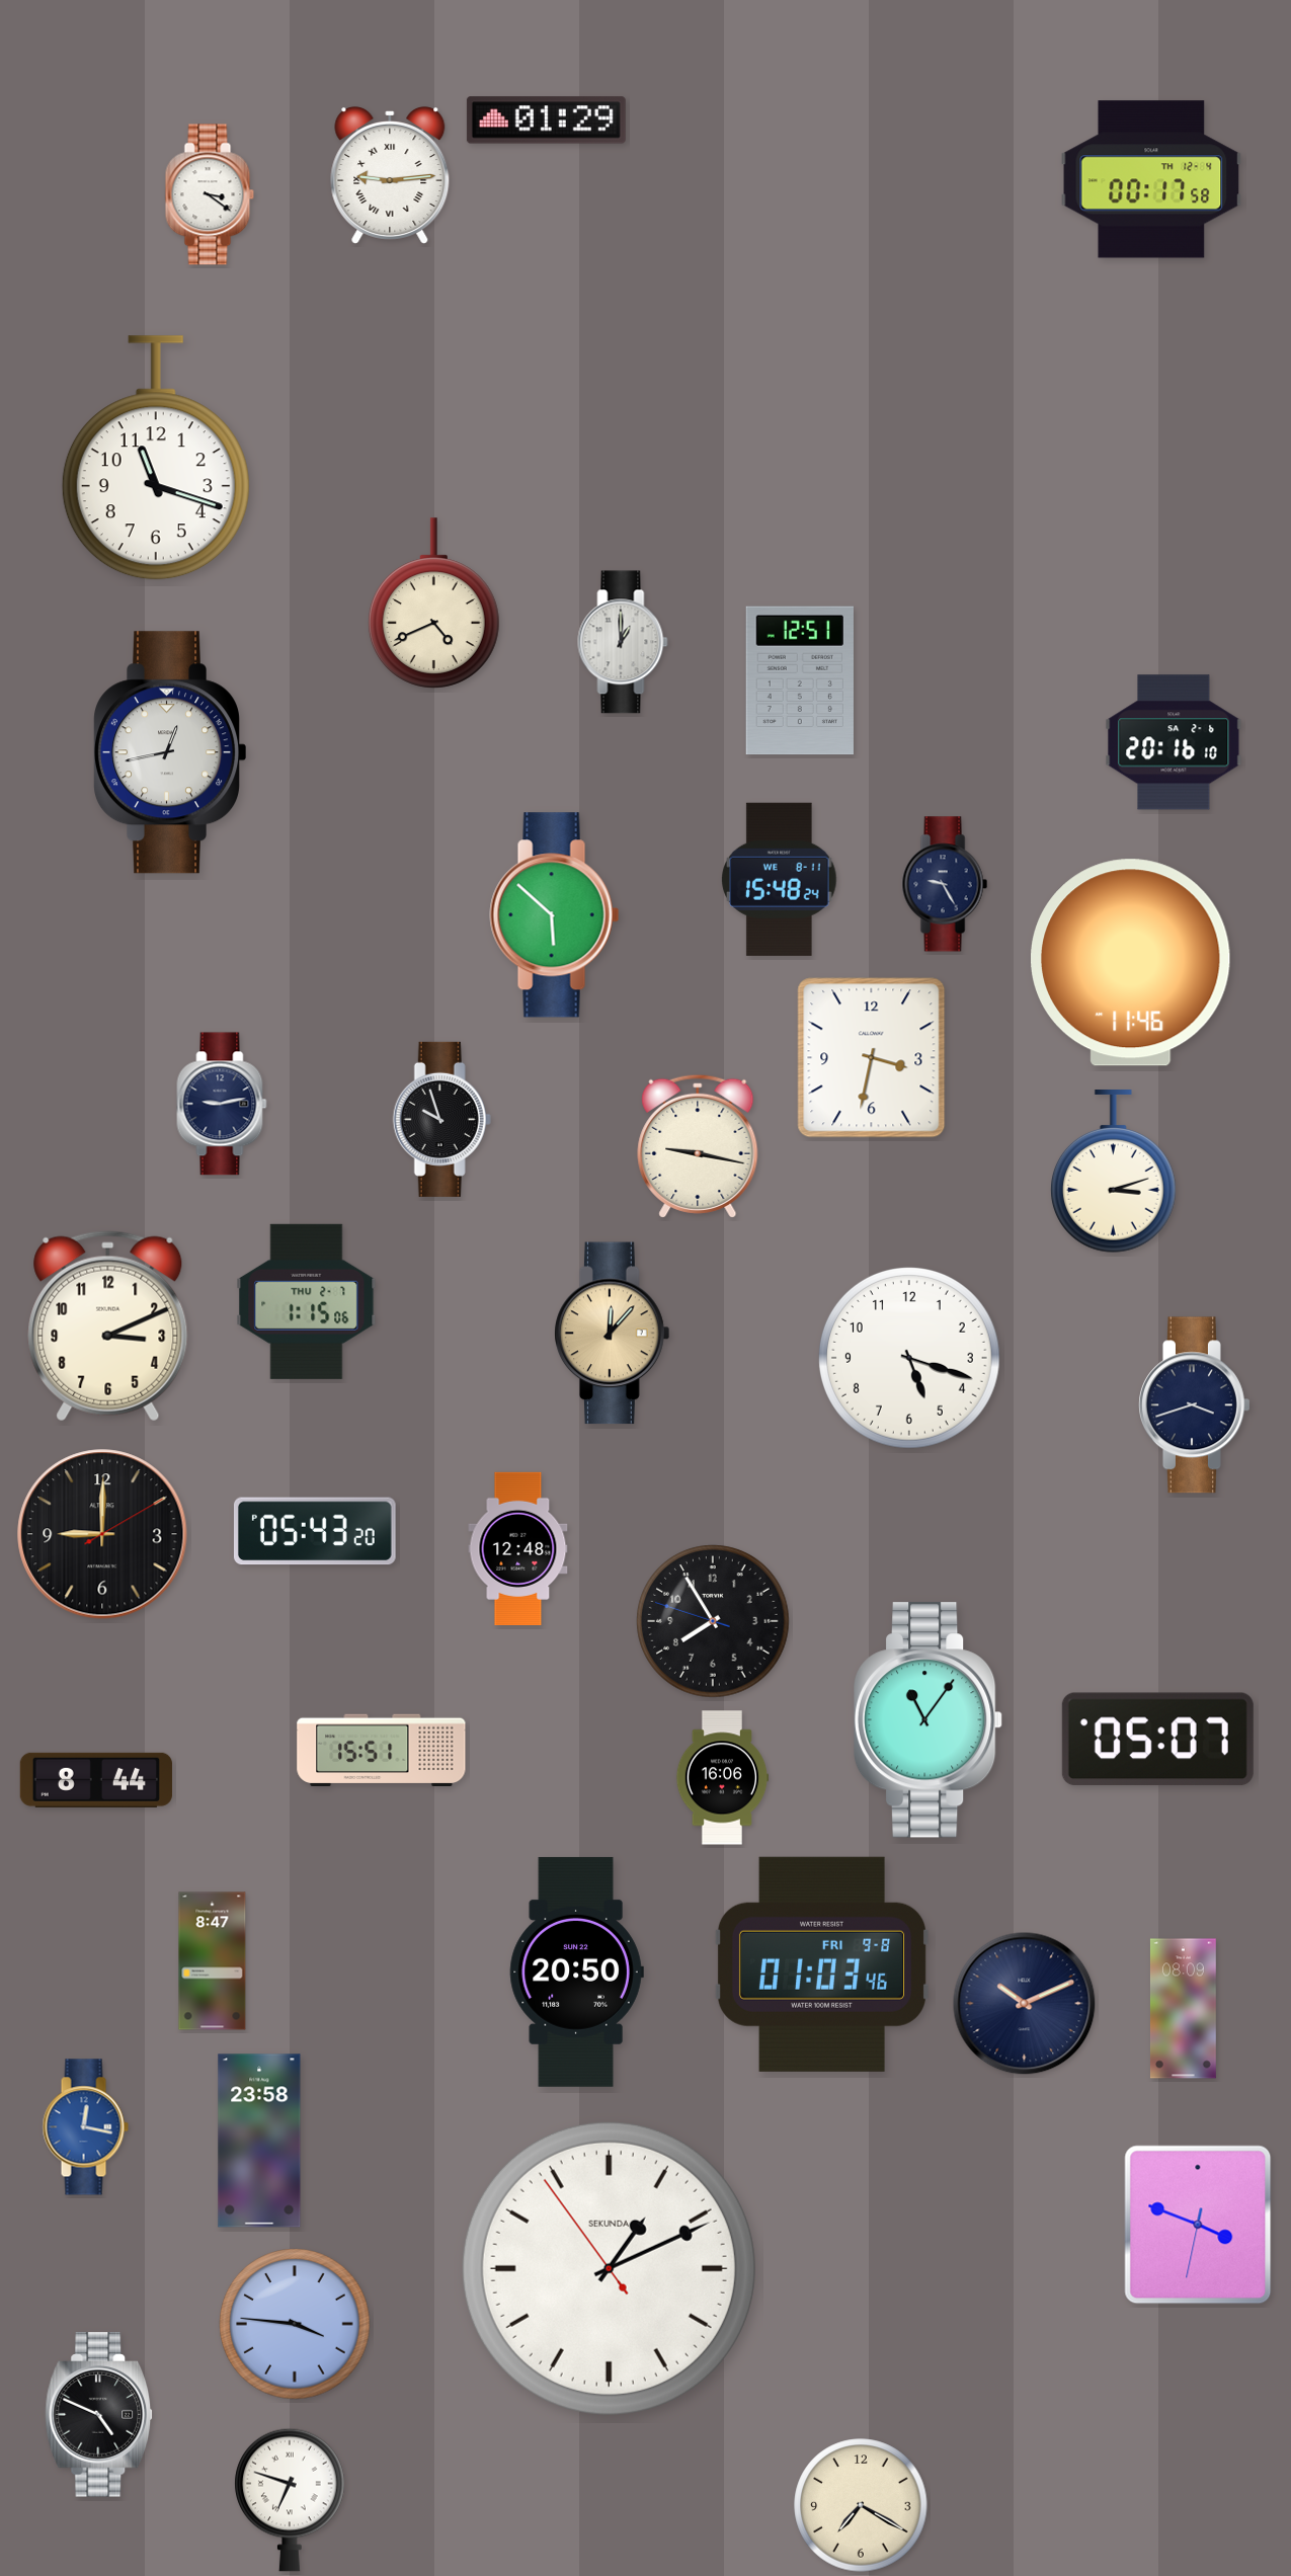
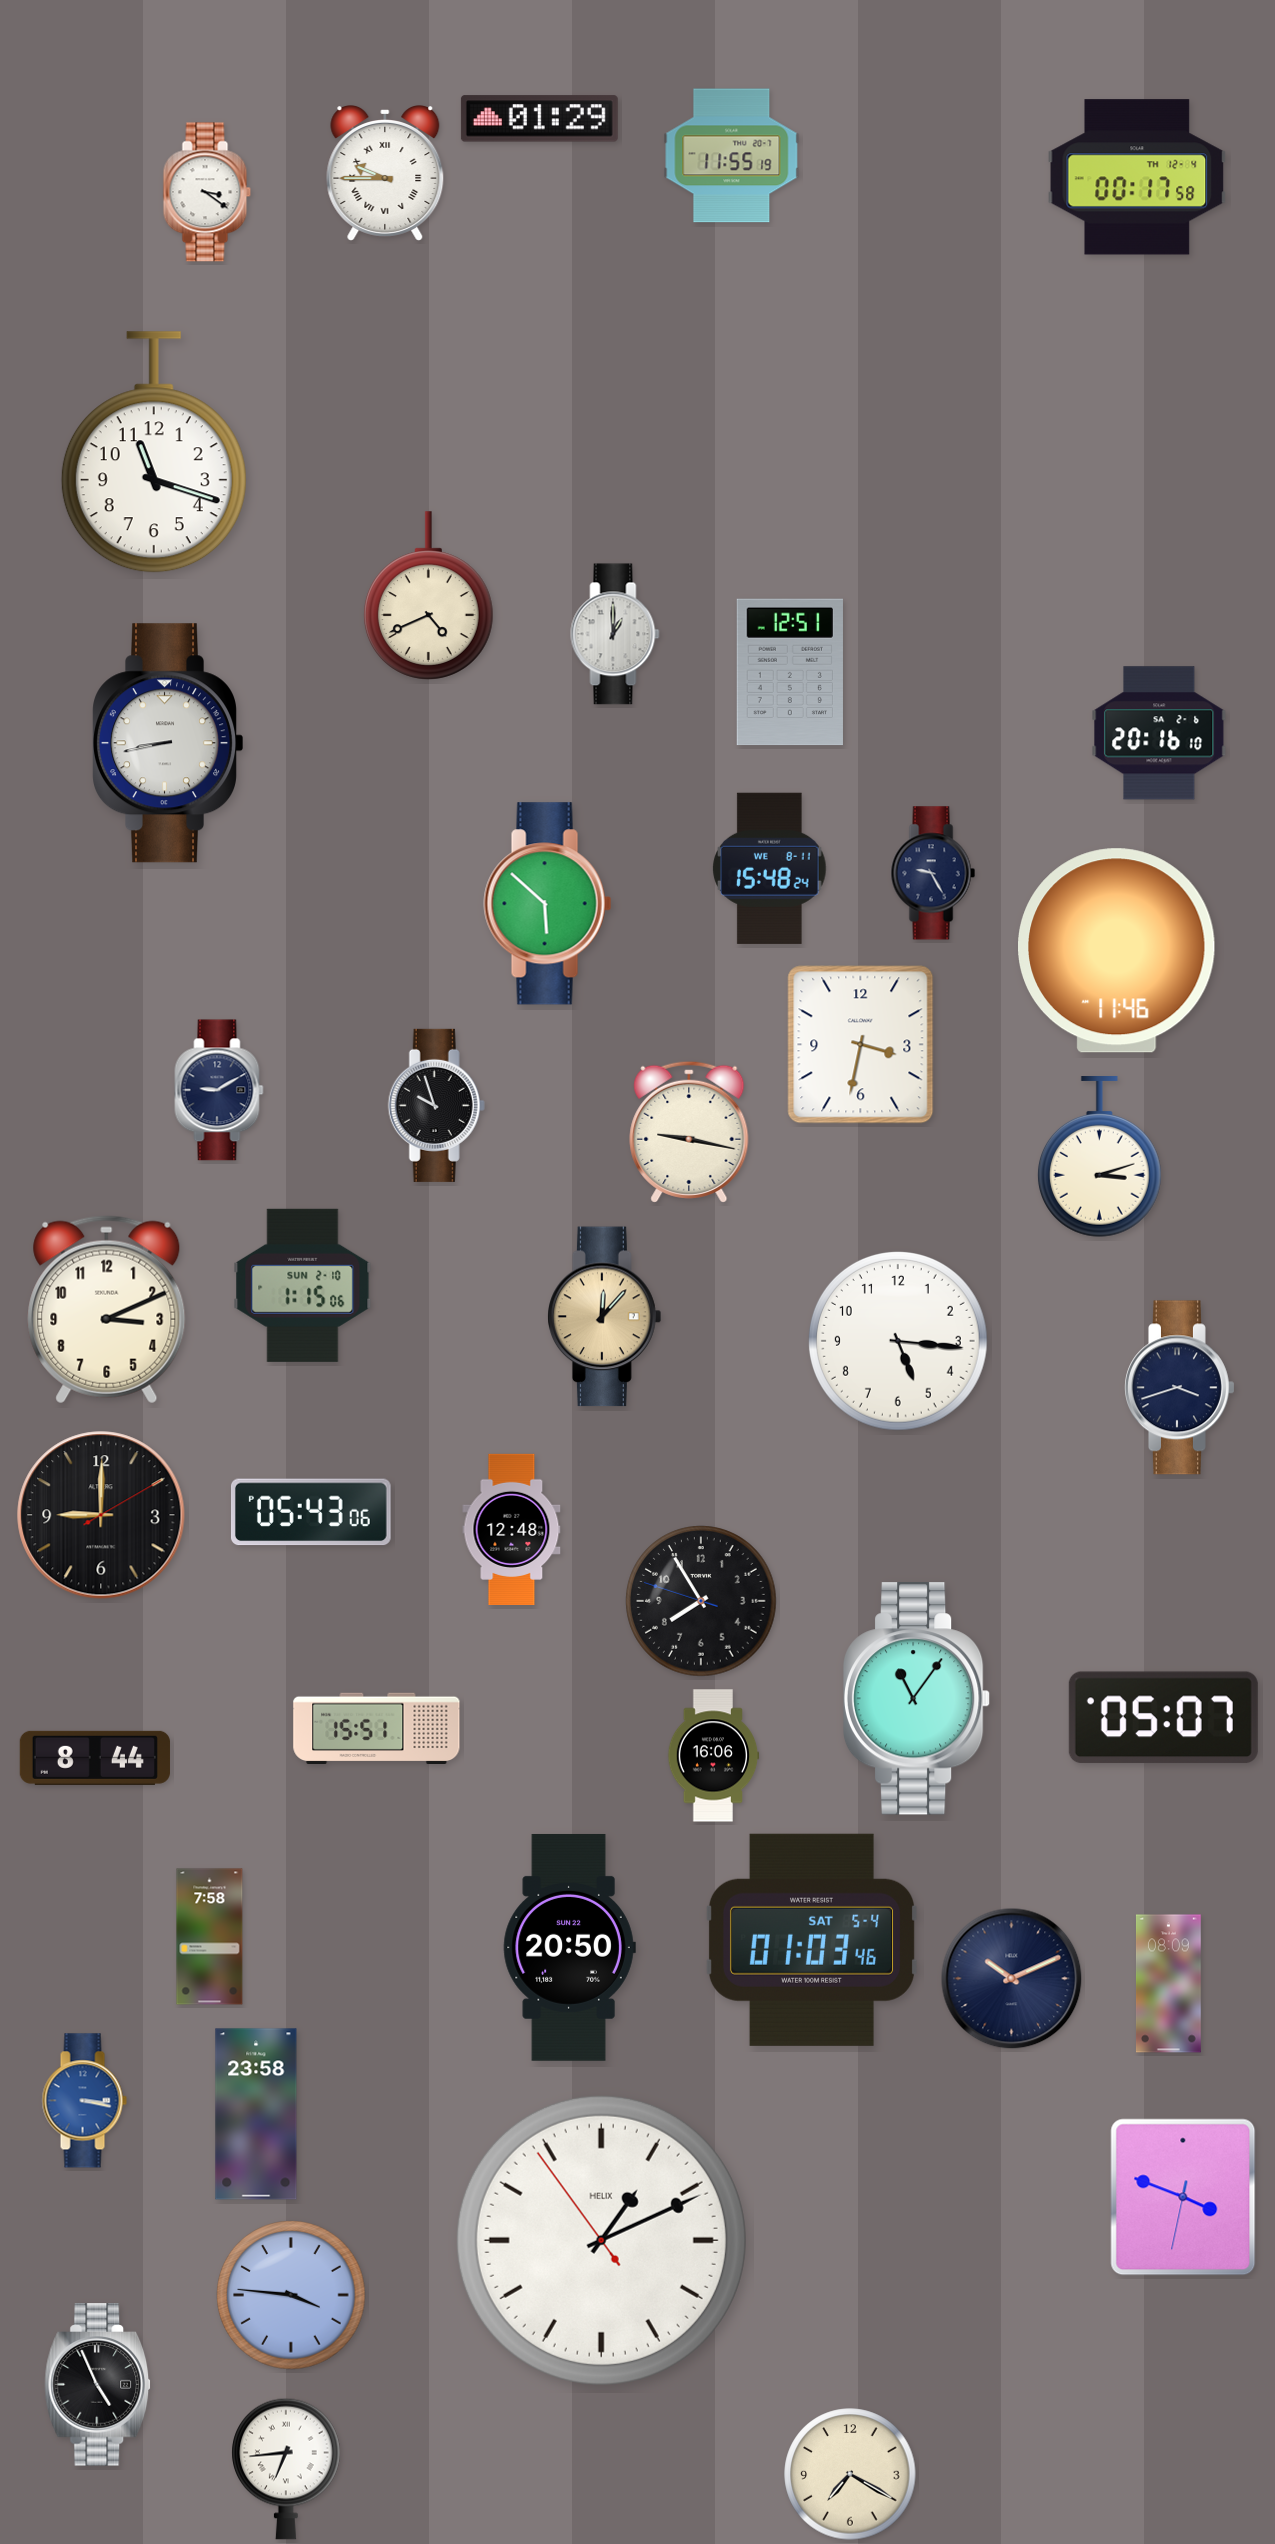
clock at (732, 156): none -> 11:55
clock at (390, 176): 9:14 -> 9:45
clock at (170, 752): 12:43 -> 8:43
clock at (222, 1104): 9:13 -> 9:10
clock at (307, 1301) date: THU 2-7 -> SUN 2-10
clock at (909, 1358): 5:18 -> 5:16
clock at (315, 1531): 05:43:20 -> 05:43:06
clock at (713, 1621) position: (713, 1621) -> (701, 1601)
clock at (1157, 1740) position: (1157, 1740) -> (1163, 1718)
clock at (213, 1961): 8:47 -> 7:58
clock at (822, 1964) date: FRI 9-8 -> SAT 5-4
clock at (85, 2127): 12:17 -> 3:17
clock at (609, 2268) brand: SEKUNDA -> HELIX
clock at (99, 2415): 4:49 -> 4:56
clock at (290, 2500): 6:48 -> 6:44
